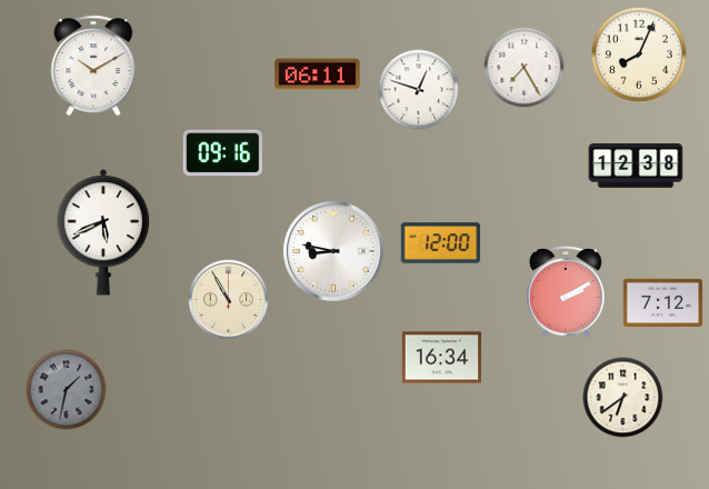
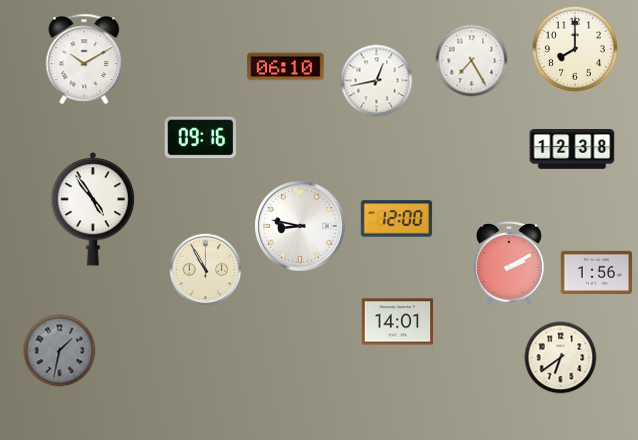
clock at (639, 54): 8:04 -> 8:00
clock at (318, 74): 06:11 -> 06:10
clock at (419, 90): 12:48 -> 12:43
clock at (103, 233): 5:41 -> 4:54
clock at (663, 302): 7:12 -> 1:56
clock at (442, 358): 16:34 -> 14:01
